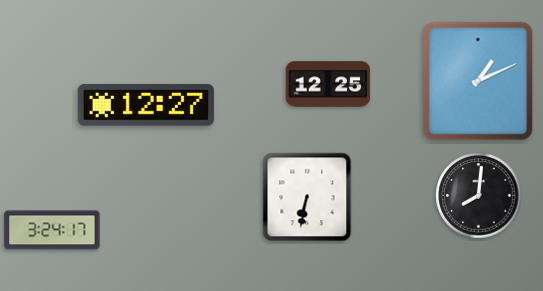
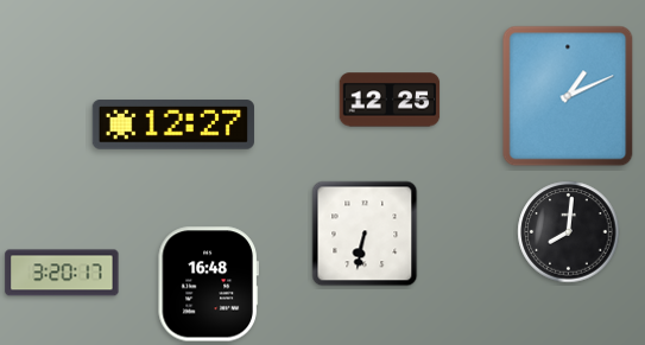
clock at (52, 230): 3:24 -> 3:20
clock at (208, 285): none -> 16:48
